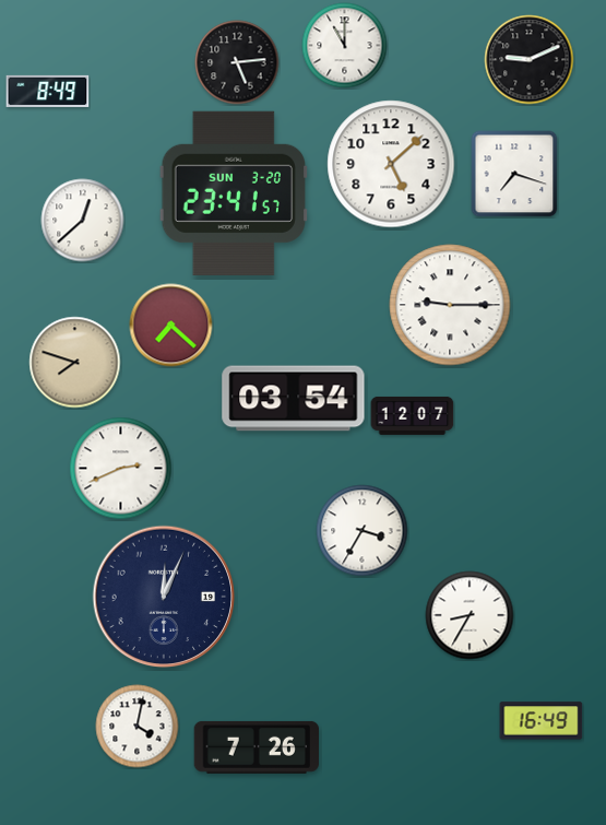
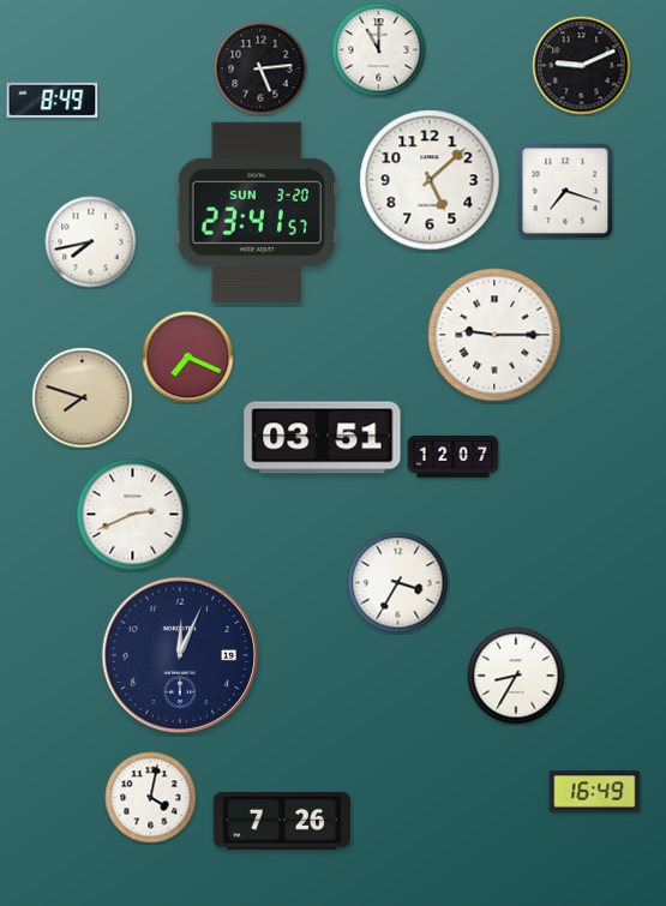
clock at (83, 221): 12:38 -> 7:43
clock at (171, 326): 7:22 -> 7:19
clock at (294, 399): 03:54 -> 03:51
